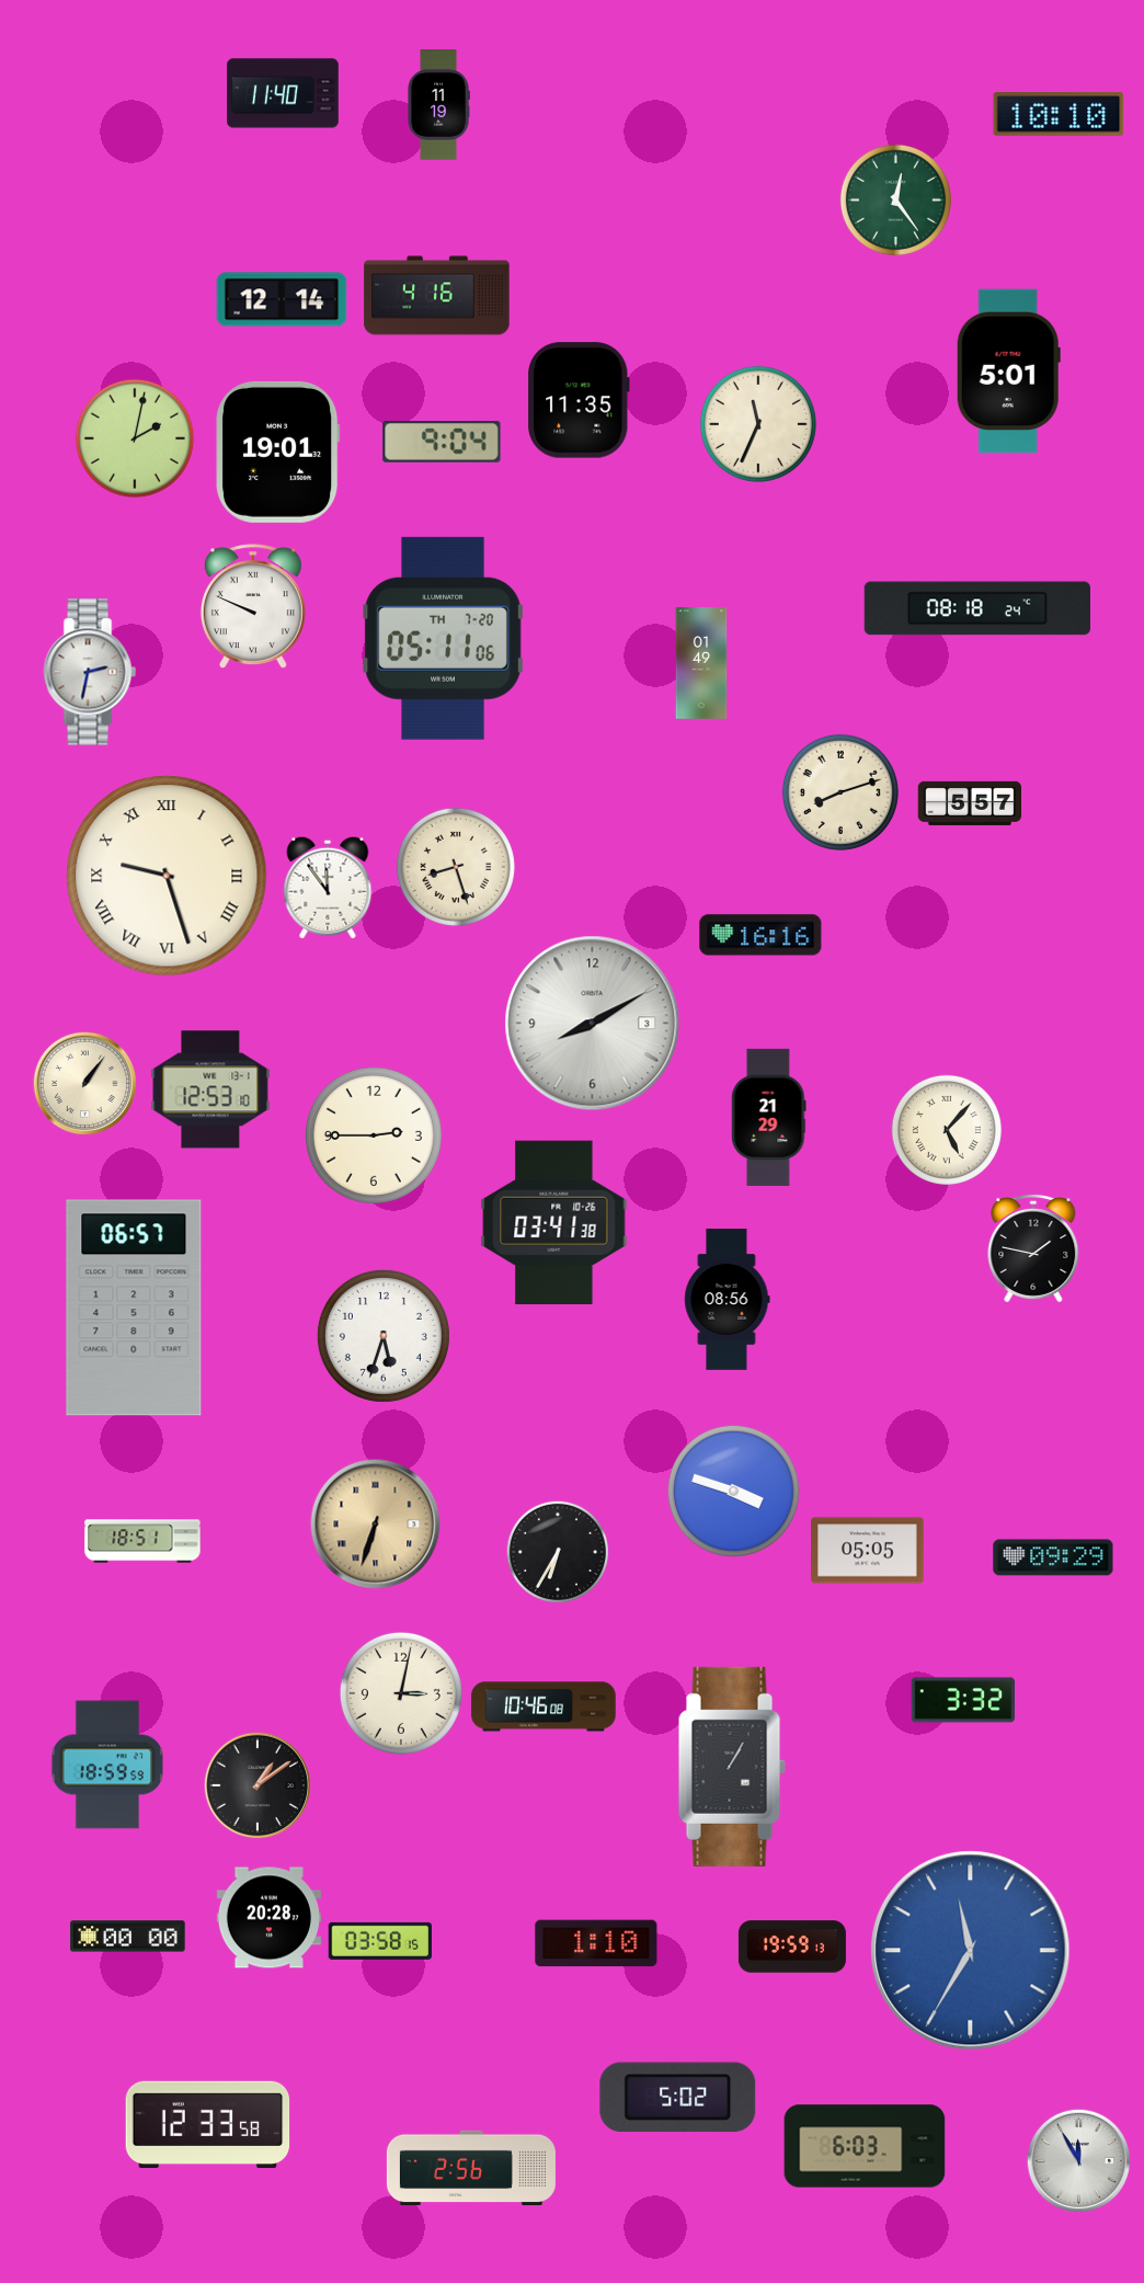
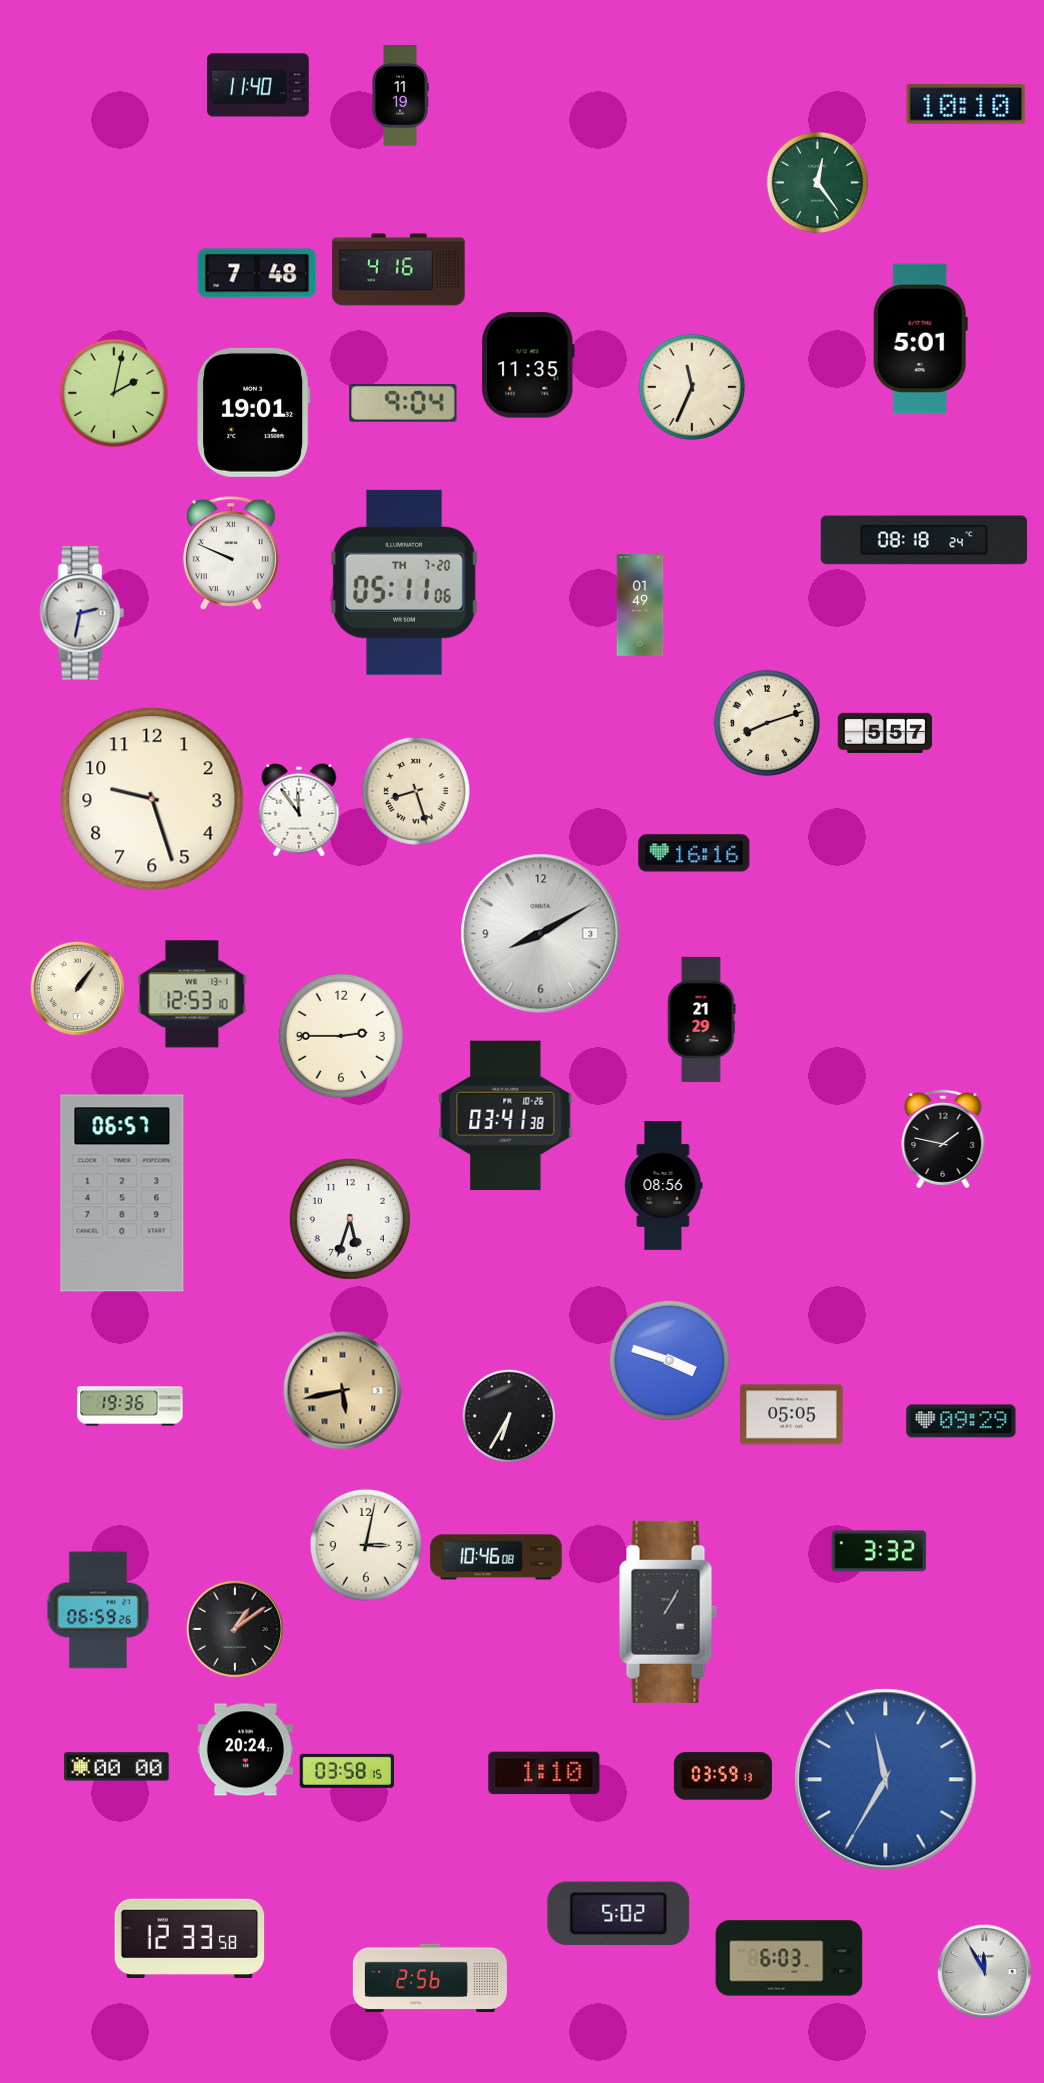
clock at (282, 299): 12:14 -> 7:48
clock at (135, 438) position: (135, 438) -> (114, 393)
clock at (976, 608) position: (976, 608) -> (923, 540)
clock at (167, 876) numerals: Roman -> Arabic
clock at (947, 1130): 5:07 -> none
clock at (376, 1525): 6:33 -> 5:43
clock at (142, 1541): 18:51 -> 19:36
clock at (107, 1765): 18:59 -> 06:59
clock at (268, 1918): 20:28 -> 20:24
clock at (792, 1947): 19:59 -> 03:59
